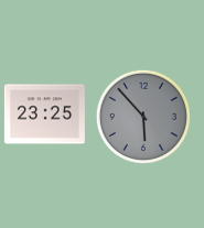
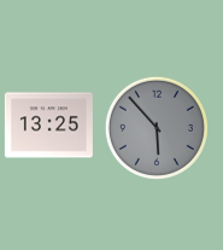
clock at (44, 115): 23:25 -> 13:25
